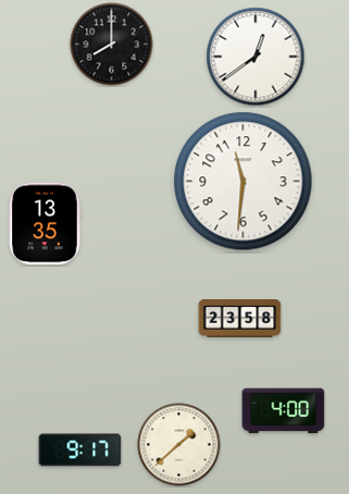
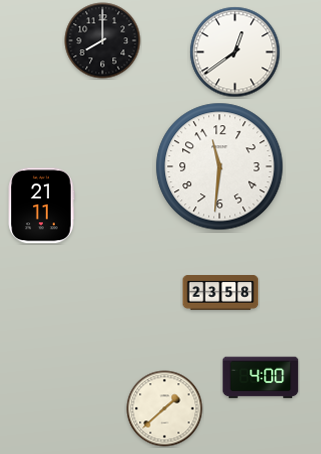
clock at (244, 182) position: (244, 182) -> (220, 167)
clock at (45, 224): 13:35 -> 21:11
clock at (80, 450): 9:17 -> none
